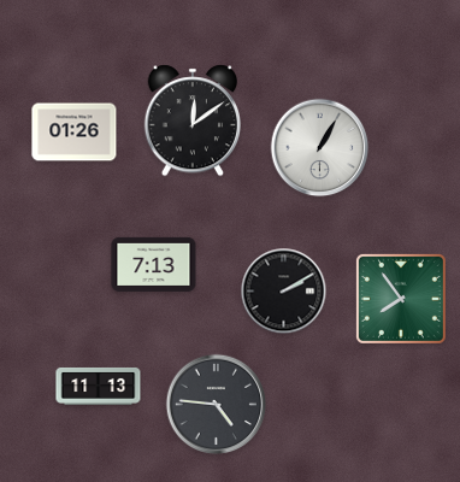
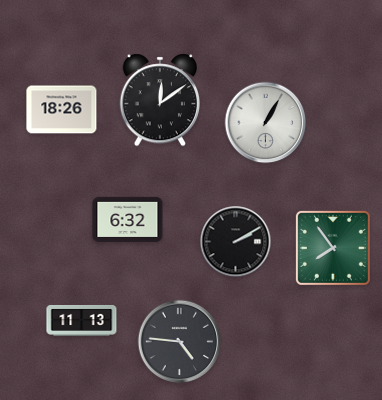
clock at (75, 133): 01:26 -> 18:26
clock at (154, 264): 7:13 -> 6:32
clock at (217, 405) position: (217, 405) -> (180, 342)
